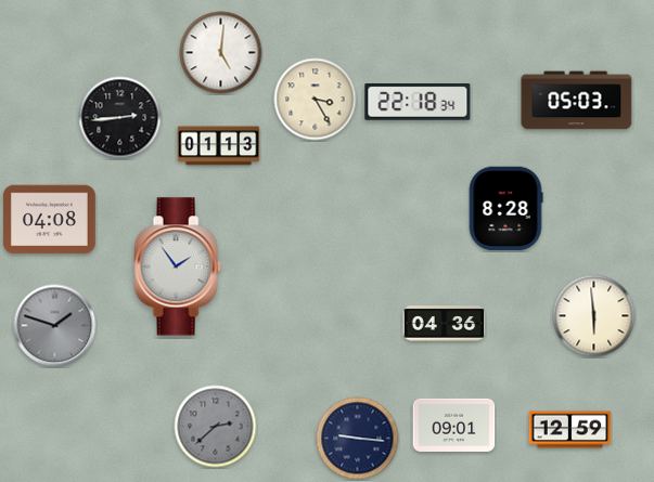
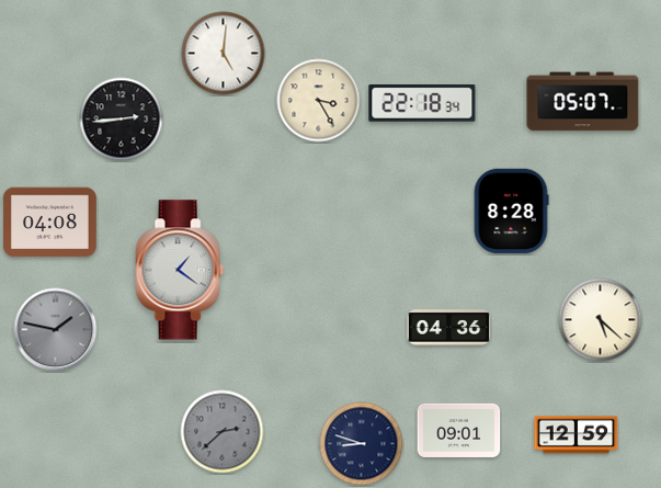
clock at (577, 101): 05:03 -> 05:07
clock at (219, 146): 01:13 -> none
clock at (178, 266): 1:54 -> 1:21
clock at (594, 316): 5:59 -> 5:22
clock at (55, 326): 1:48 -> 1:47
clock at (216, 427) position: (216, 427) -> (223, 432)
clock at (358, 439): 9:16 -> 8:48
